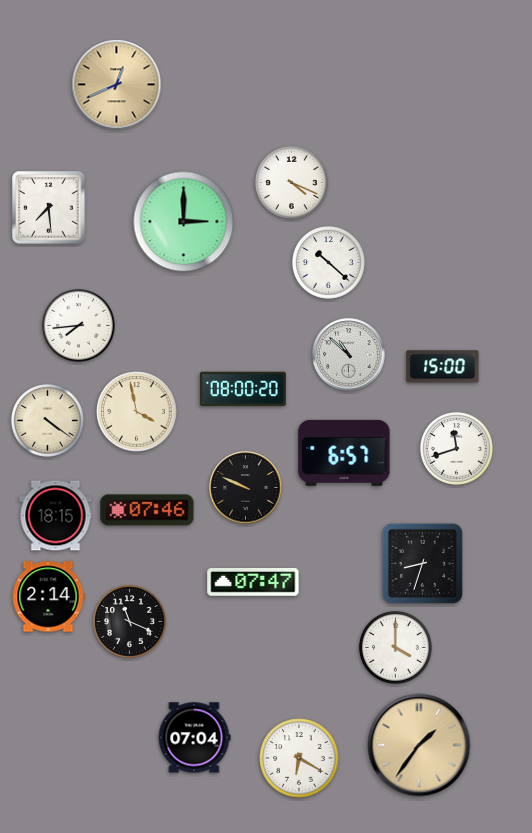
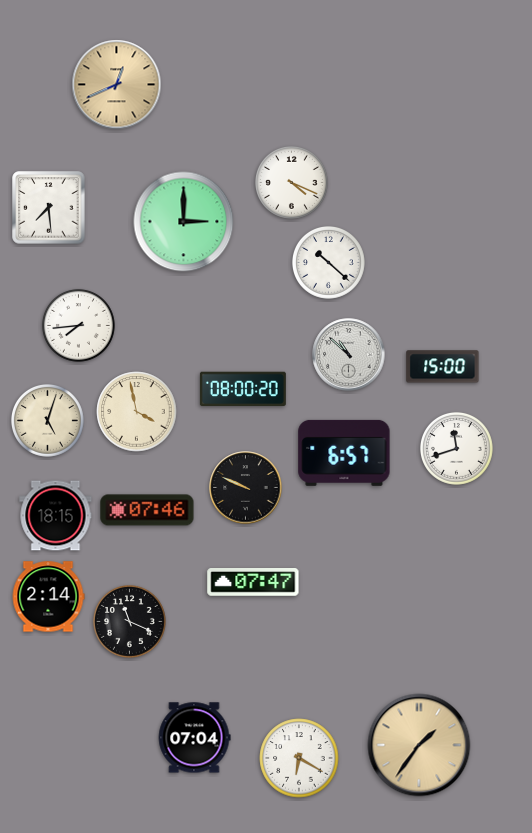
clock at (47, 420): 4:21 -> 5:03
clock at (422, 563): 8:33 -> none
clock at (395, 647): 4:00 -> none
